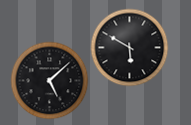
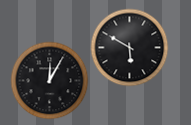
clock at (49, 80): 5:08 -> 12:05
